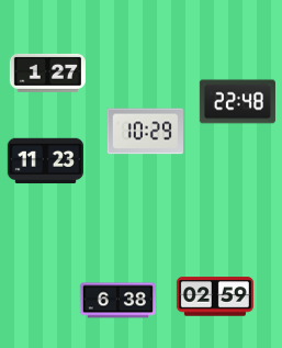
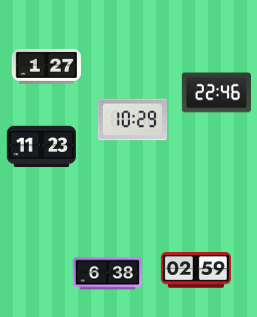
clock at (47, 72) position: (47, 72) -> (46, 66)
clock at (237, 102): 22:48 -> 22:46
